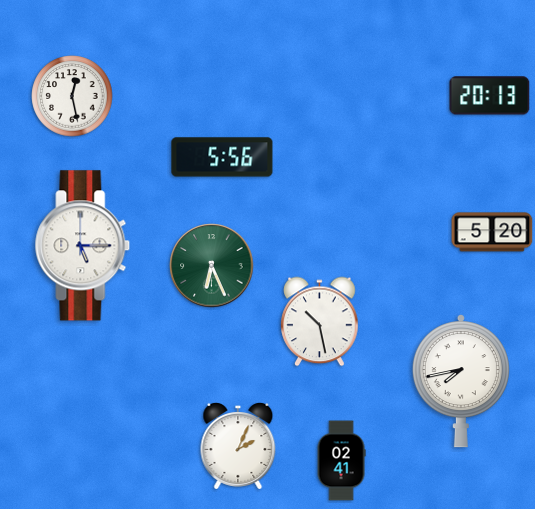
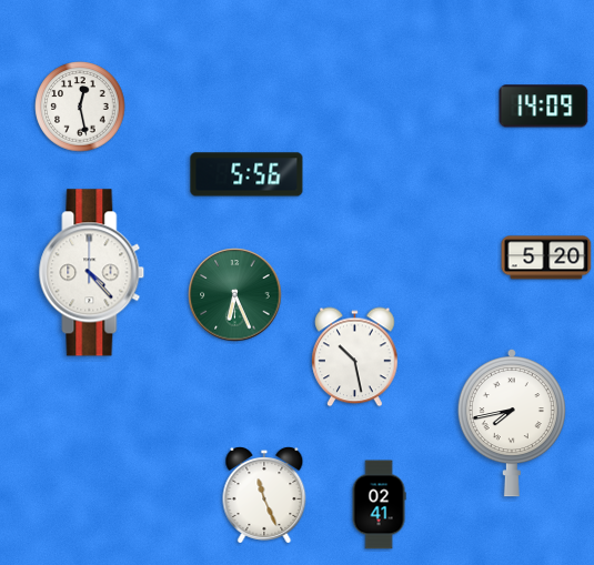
clock at (490, 96): 20:13 -> 14:09
clock at (83, 246): 5:15 -> 4:23
clock at (238, 447): 2:04 -> 11:26
clock at (341, 461) position: (341, 461) -> (379, 505)
